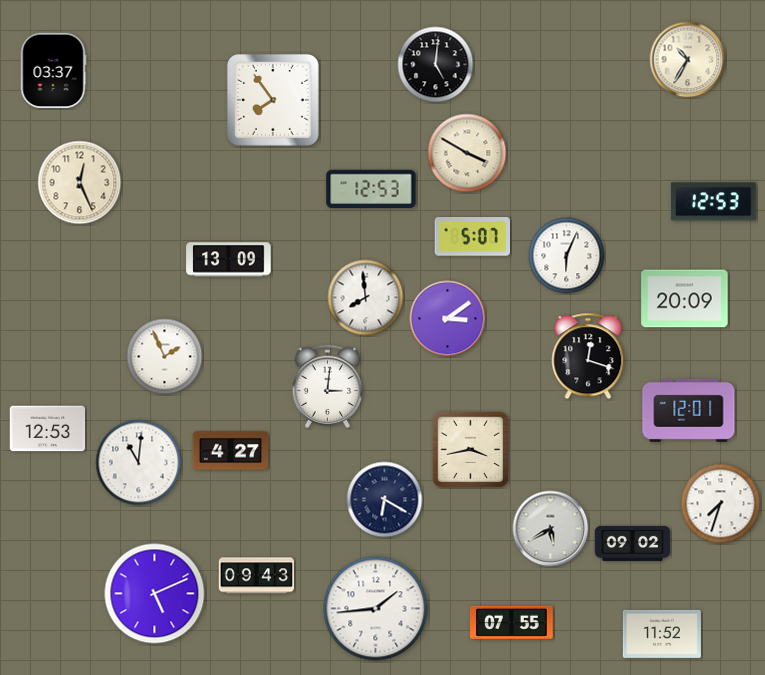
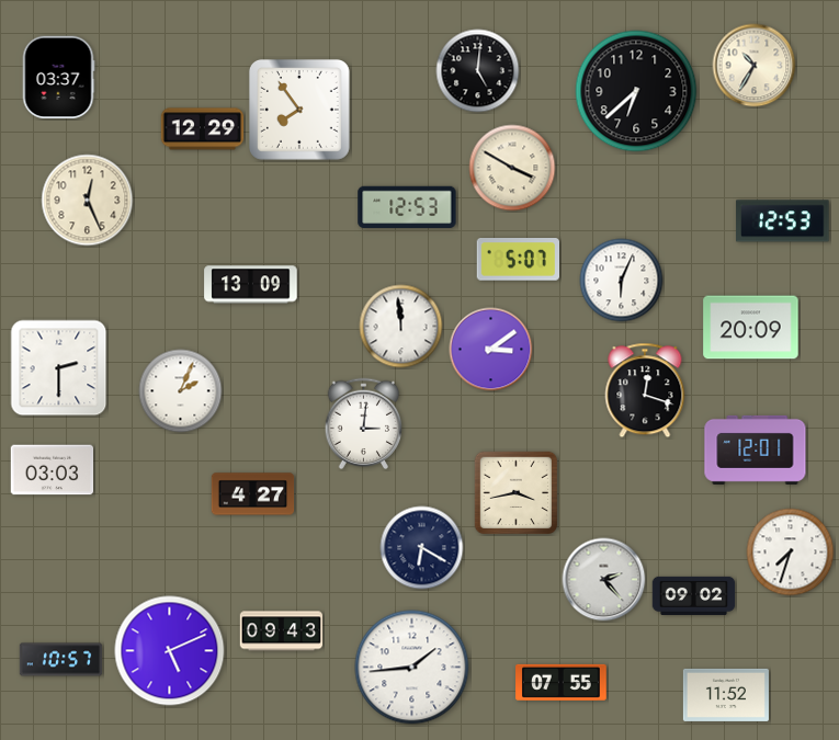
clock at (636, 91): none -> 6:38
clock at (203, 129): none -> 12:29
clock at (366, 298): 7:59 -> 11:59
clock at (59, 368): none -> 2:30
clock at (165, 357): 1:56 -> 2:04
clock at (328, 387) position: (328, 387) -> (364, 424)
clock at (48, 429): 12:53 -> 03:03
clock at (139, 463): 11:01 -> none
clock at (551, 529): 5:40 -> 2:23
clock at (61, 660): none -> 10:57
